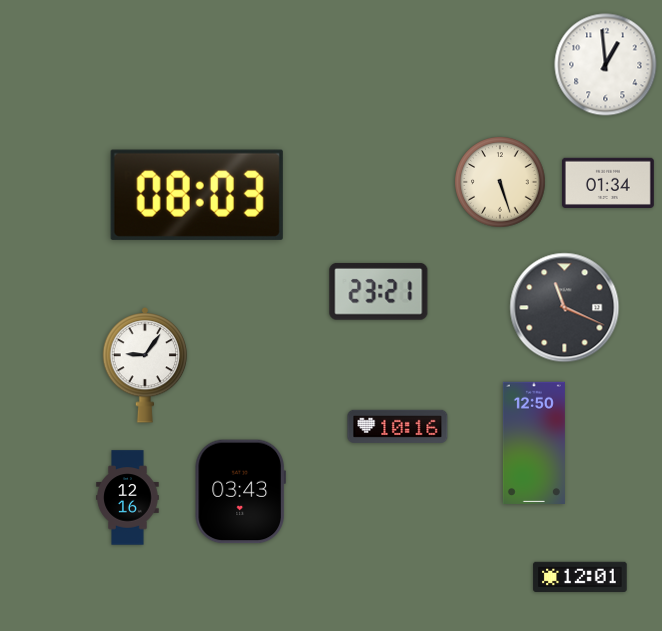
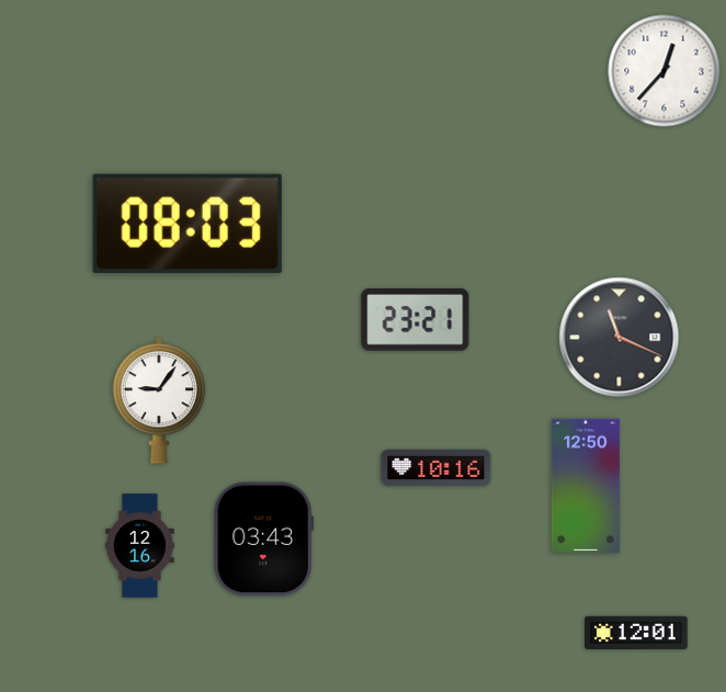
clock at (606, 65): 12:59 -> 12:37
clock at (500, 182): 5:27 -> none
clock at (608, 183): 01:34 -> none
clock at (197, 195) position: (197, 195) -> (188, 224)
